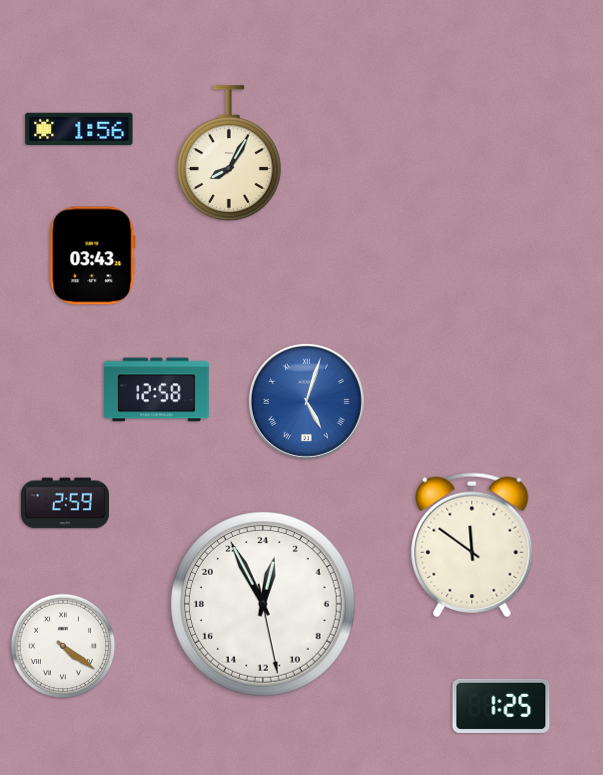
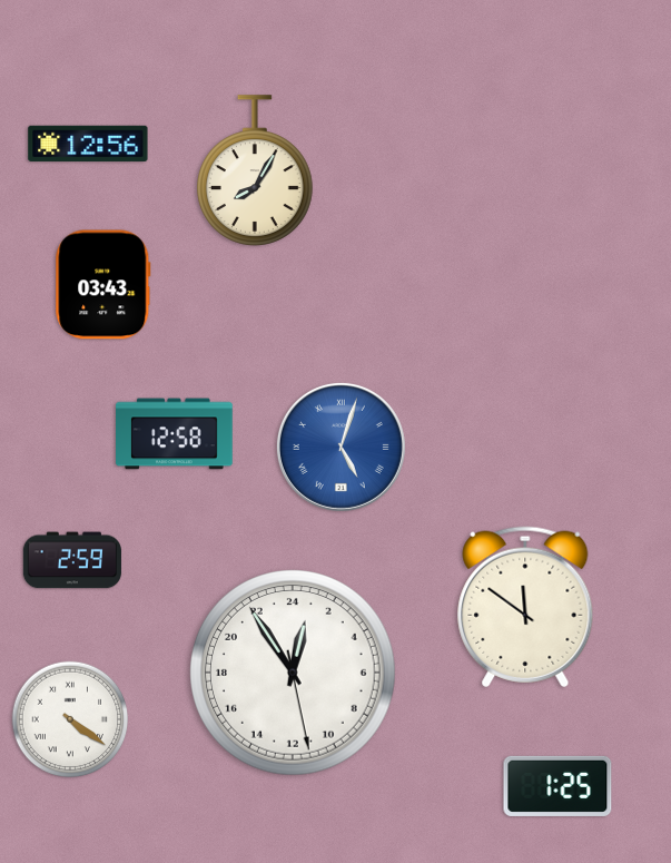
clock at (79, 129): 1:56 -> 12:56
clock at (264, 605): 0:55 -> 0:54
